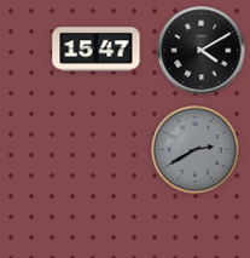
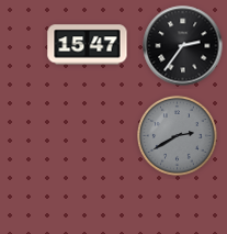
clock at (202, 51): 4:10 -> 2:36
